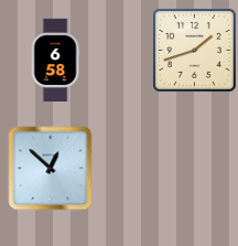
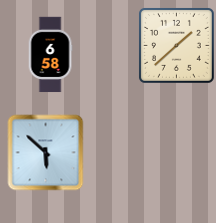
clock at (194, 50): 1:42 -> 1:38
clock at (51, 169): 12:52 -> 5:52
